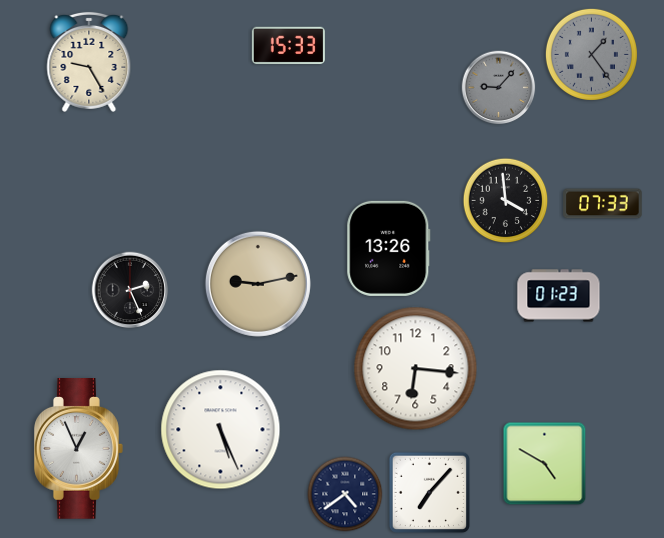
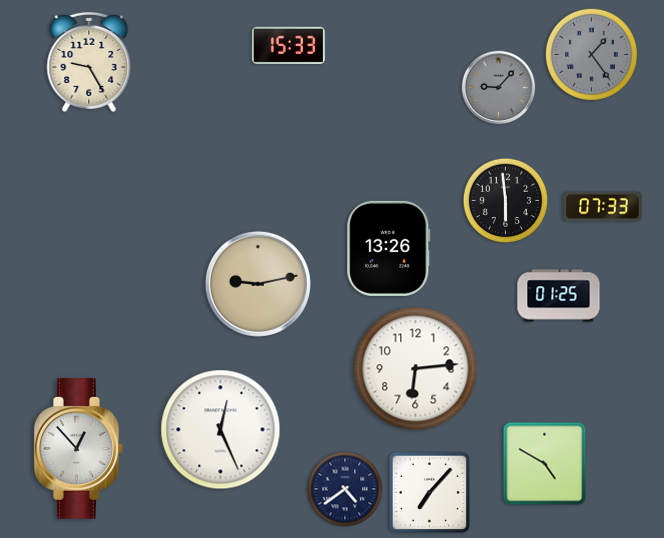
clock at (506, 201): 3:59 -> 5:59
clock at (603, 204) position: (603, 204) -> (603, 207)
clock at (130, 290): 2:26 -> none
clock at (559, 296): 01:23 -> 01:25
clock at (416, 369): 6:16 -> 6:14
clock at (221, 430): 5:26 -> 12:26
clock at (79, 449): 12:56 -> 12:53
clock at (345, 494) position: (345, 494) -> (345, 489)
